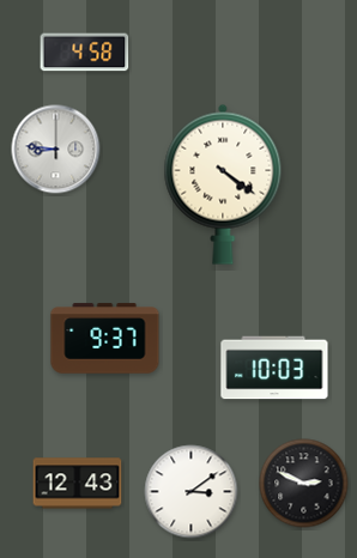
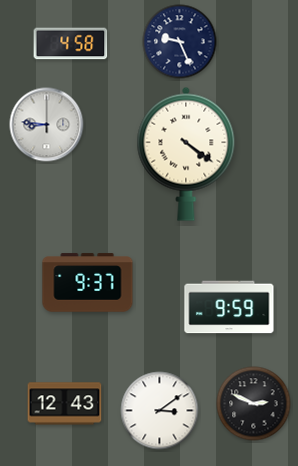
clock at (180, 42): none -> 9:26
clock at (274, 368): 10:03 -> 9:59
